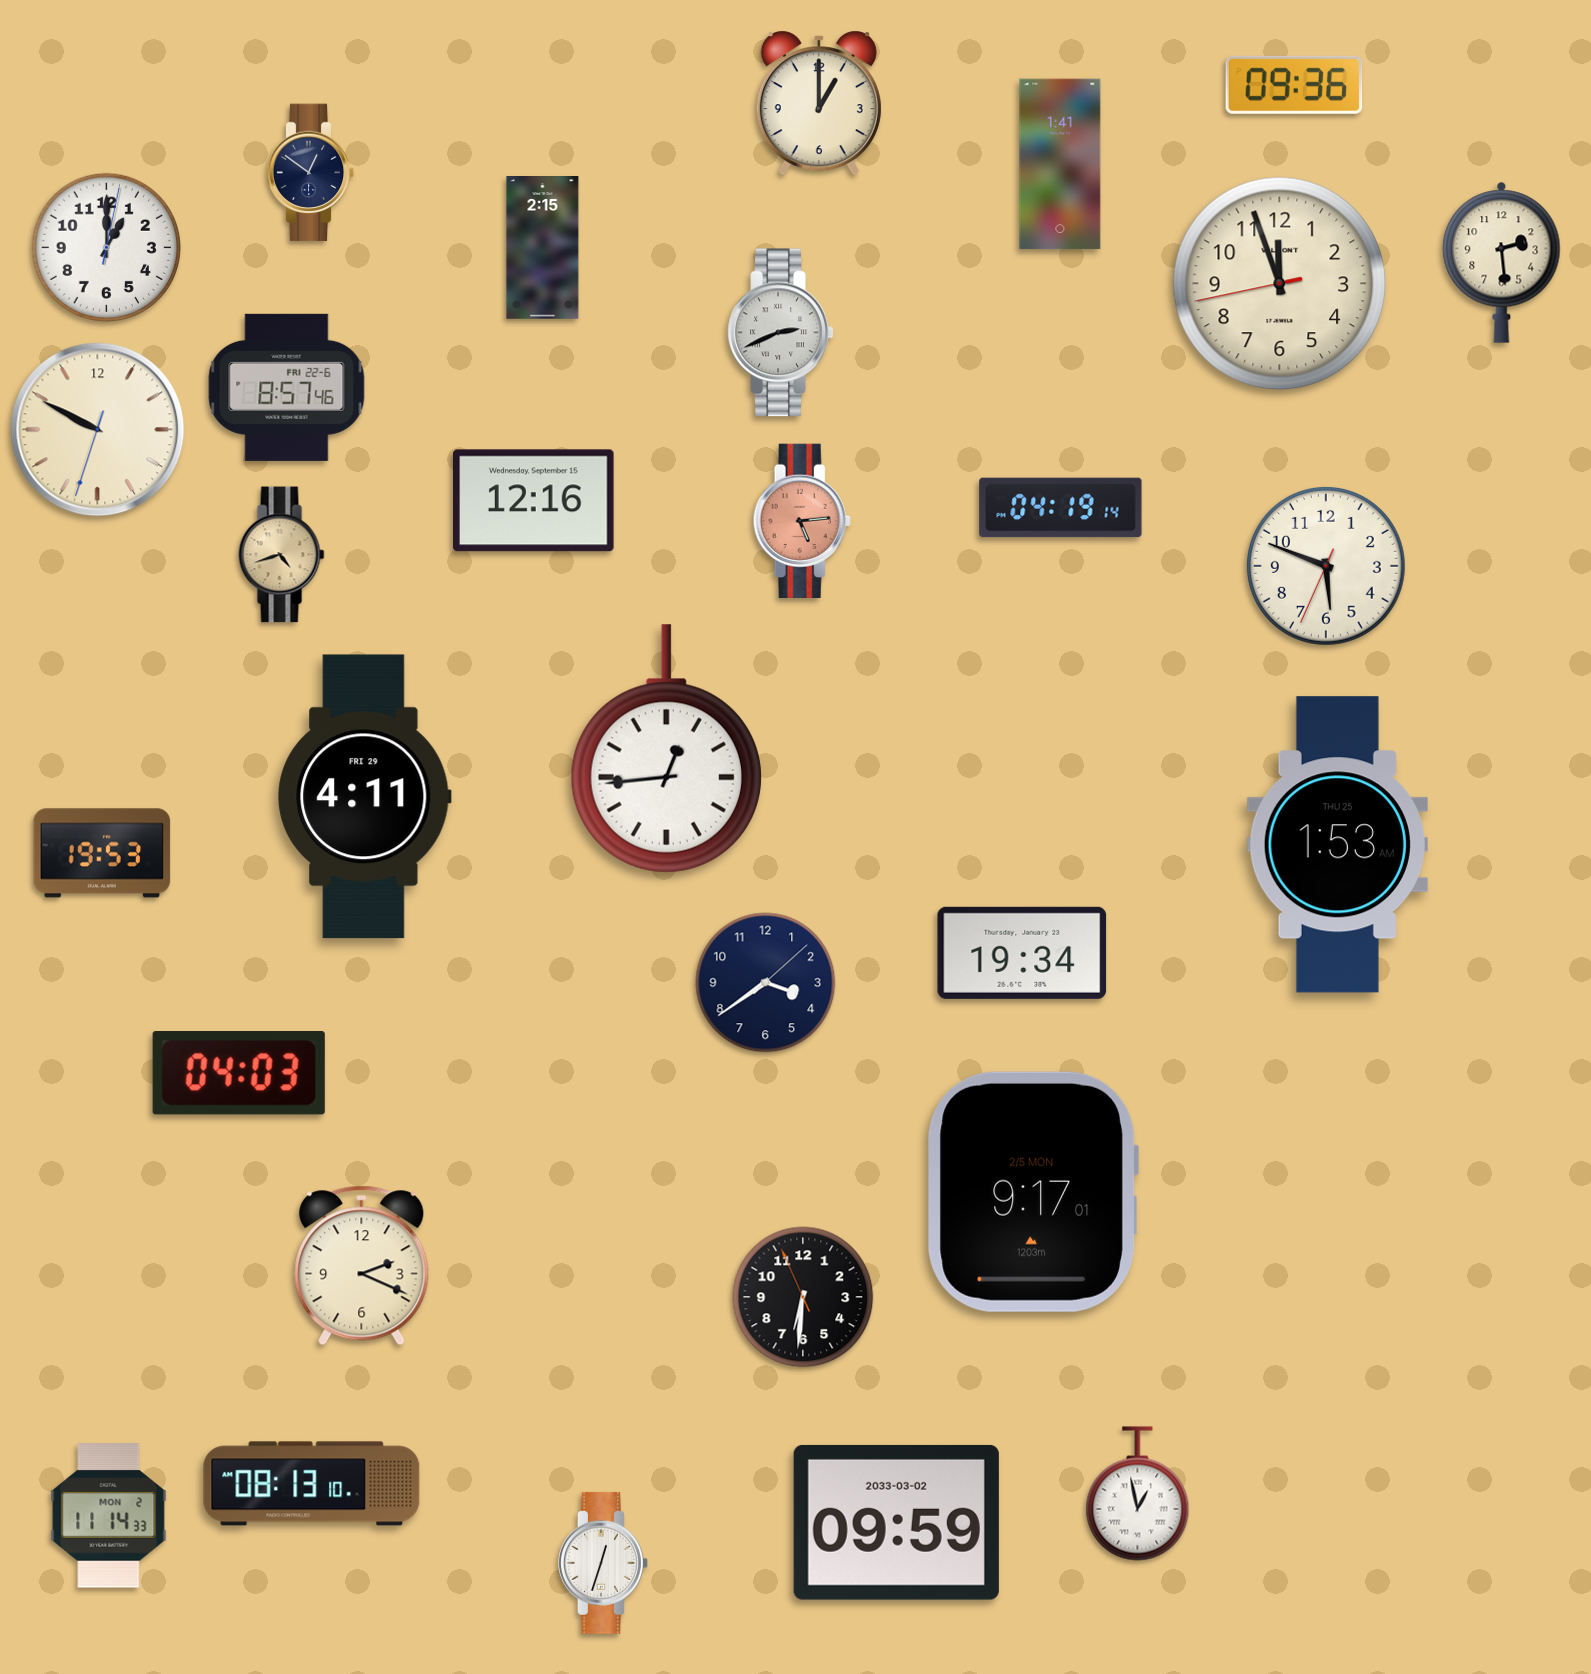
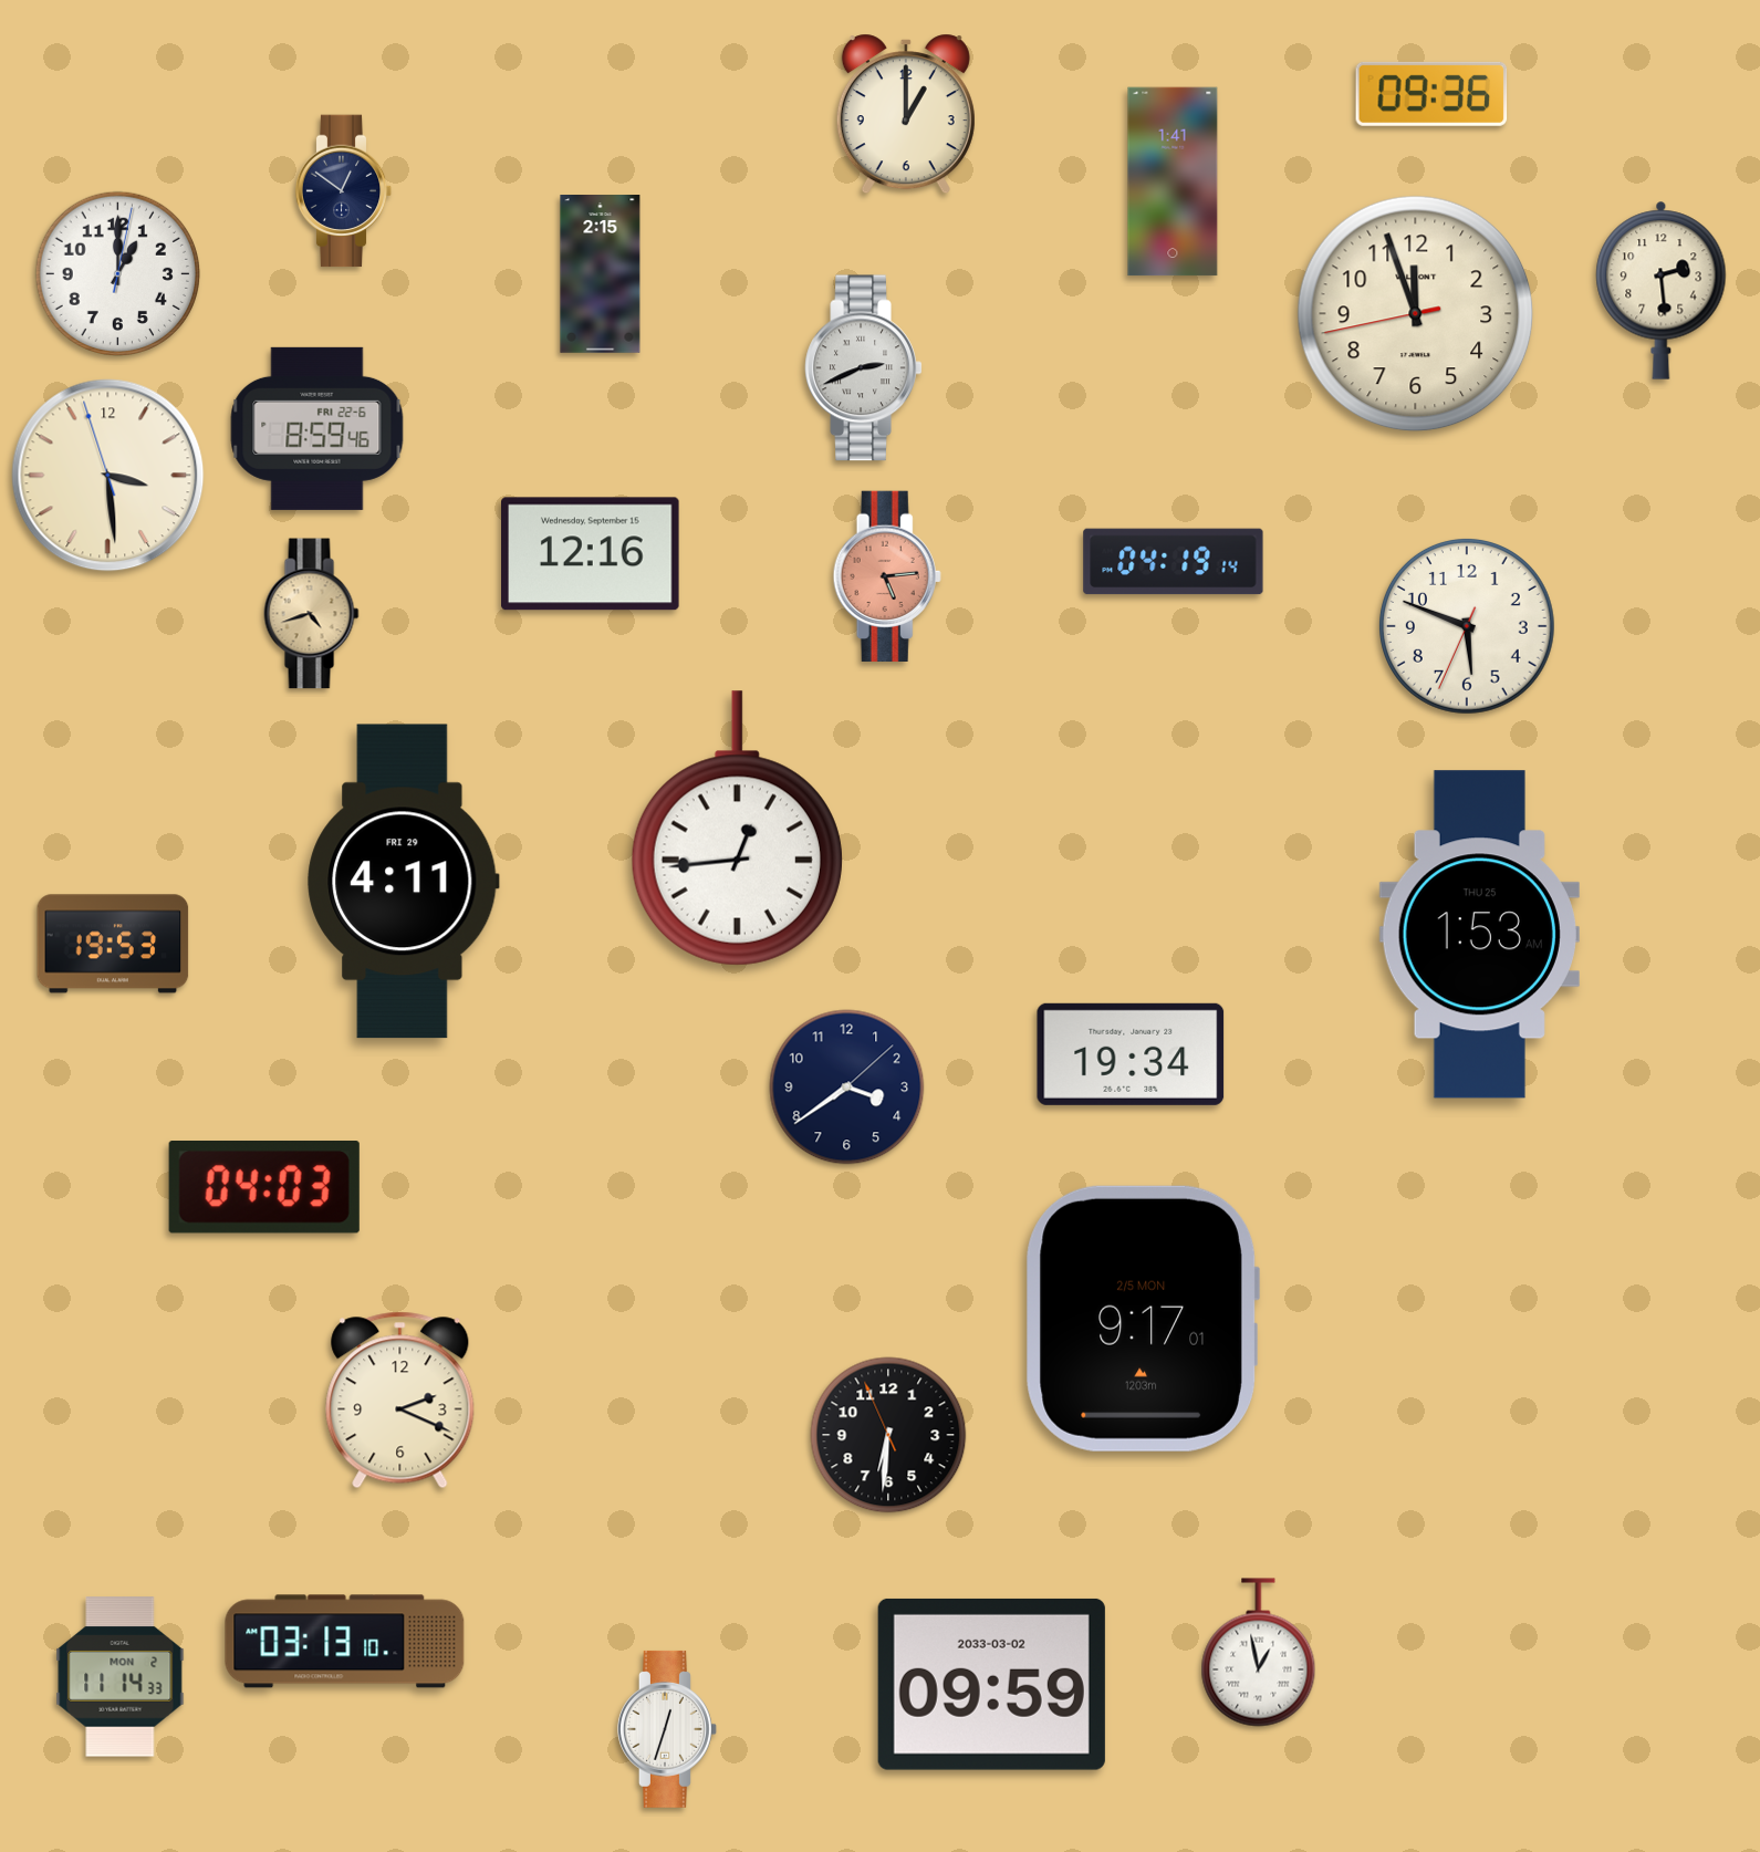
clock at (287, 387): 8:57 -> 8:59
clock at (98, 430): 9:49 -> 3:28
clock at (312, 1484): 08:13 -> 03:13
